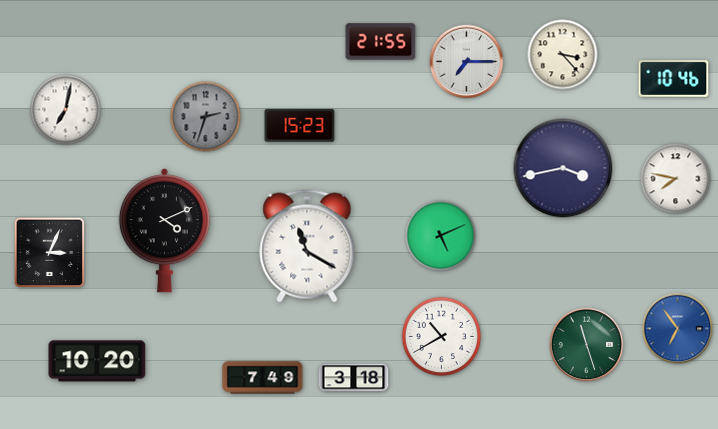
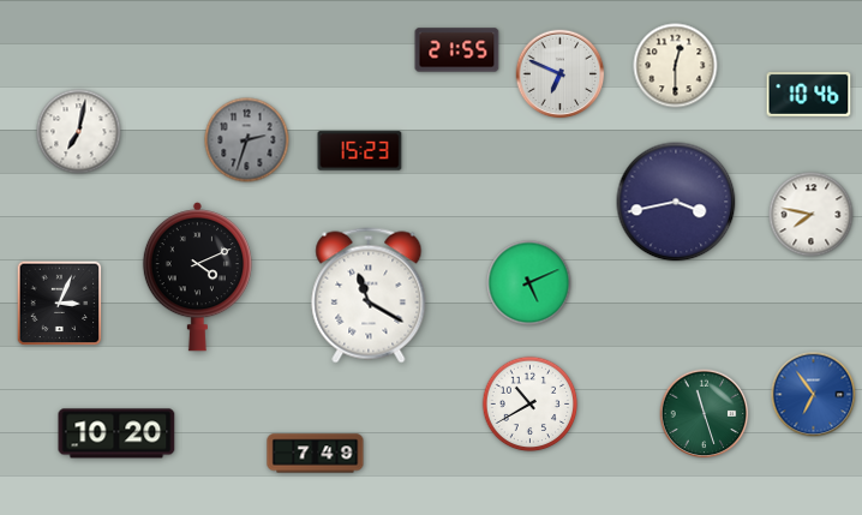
clock at (563, 55): 3:23 -> 12:30
clock at (467, 62): 7:15 -> 6:49
clock at (354, 378): 3:18 -> none
